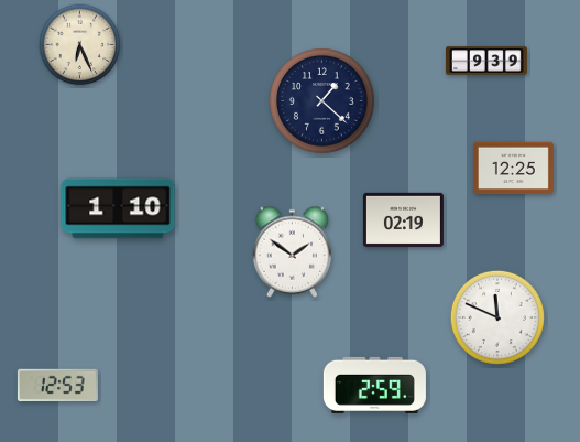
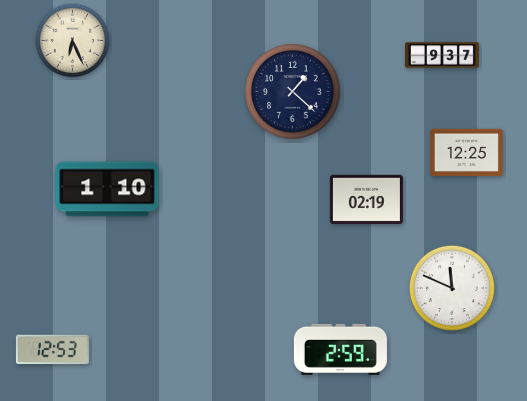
clock at (488, 61): 9:39 -> 9:37
clock at (293, 251): 1:51 -> none
